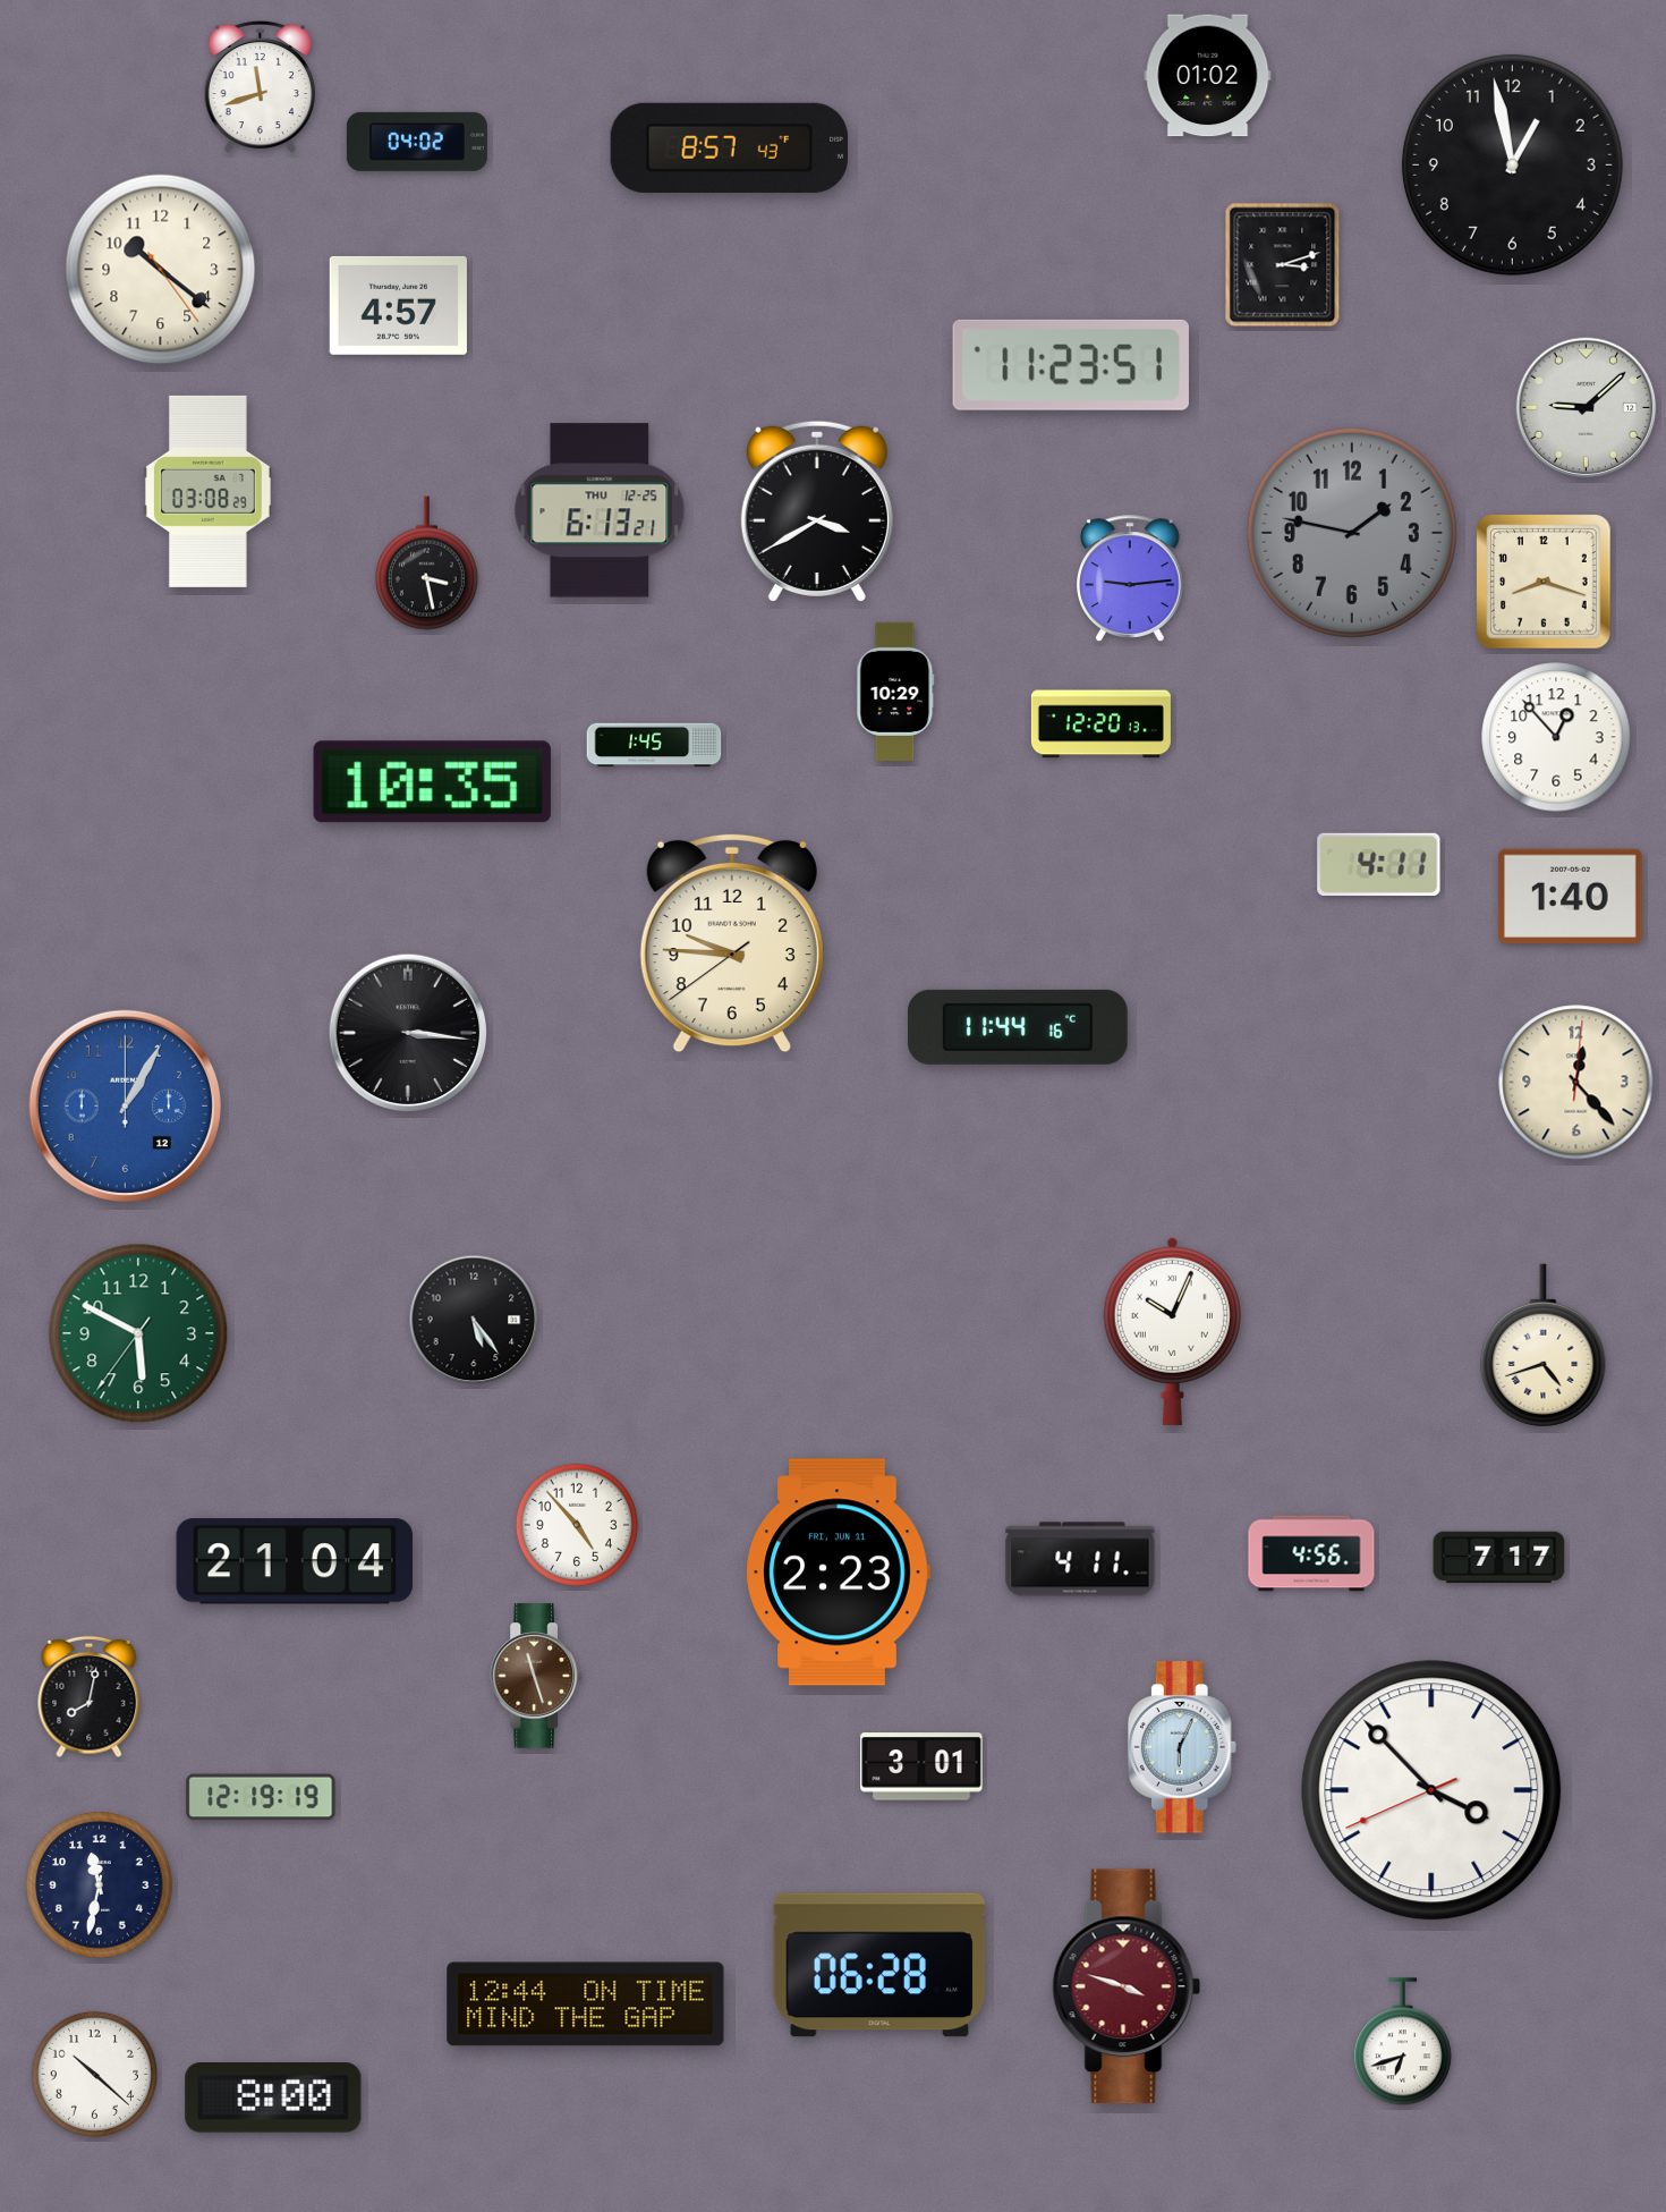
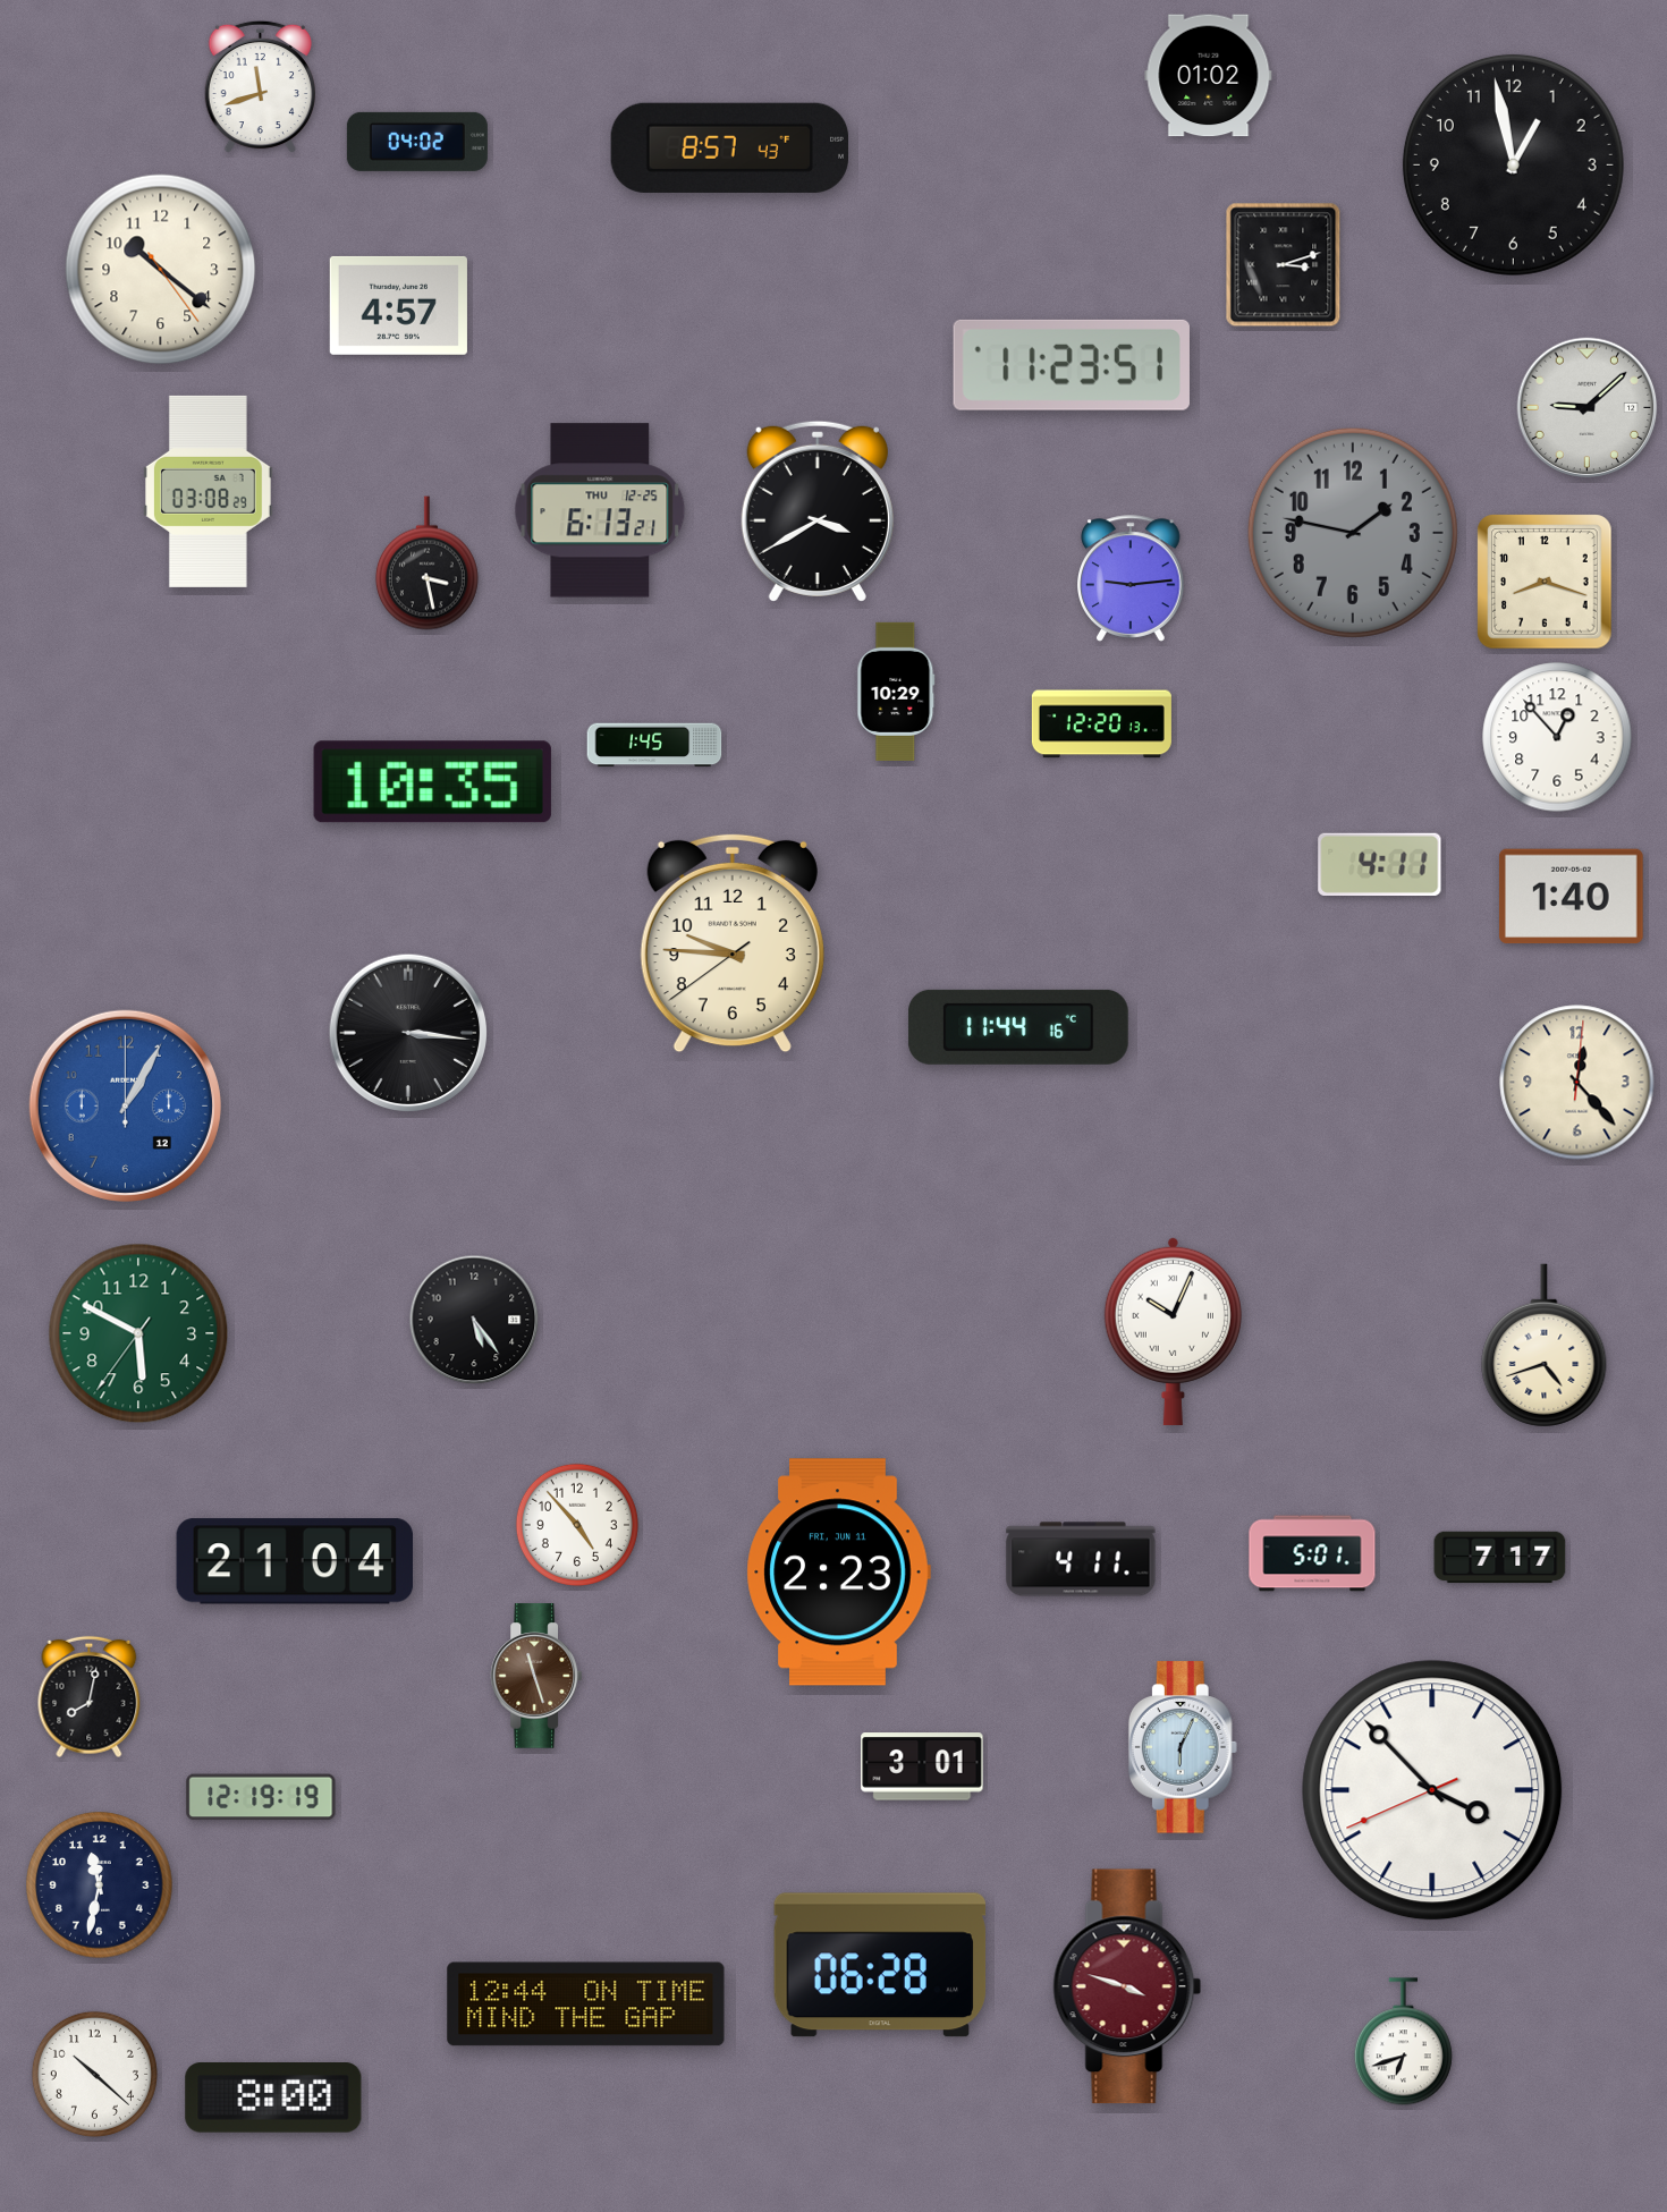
clock at (1311, 1553): 4:56 -> 5:01
